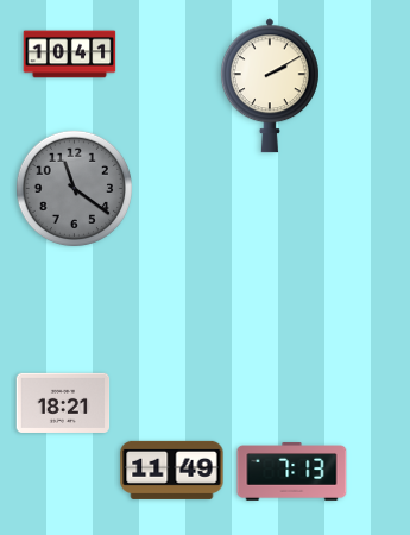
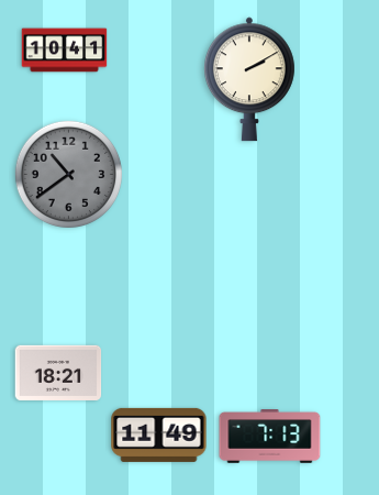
clock at (74, 188): 11:21 -> 10:39
